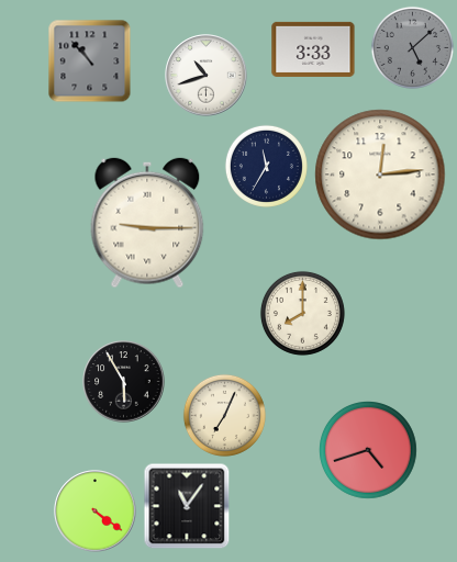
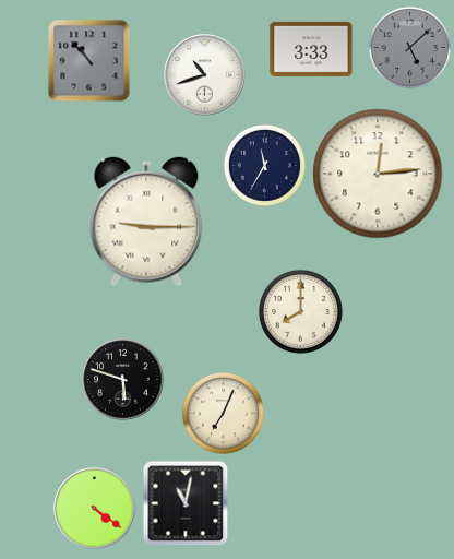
clock at (124, 382): 5:55 -> 5:48
clock at (369, 451): 4:42 -> none
clock at (187, 506): 11:06 -> 11:02
